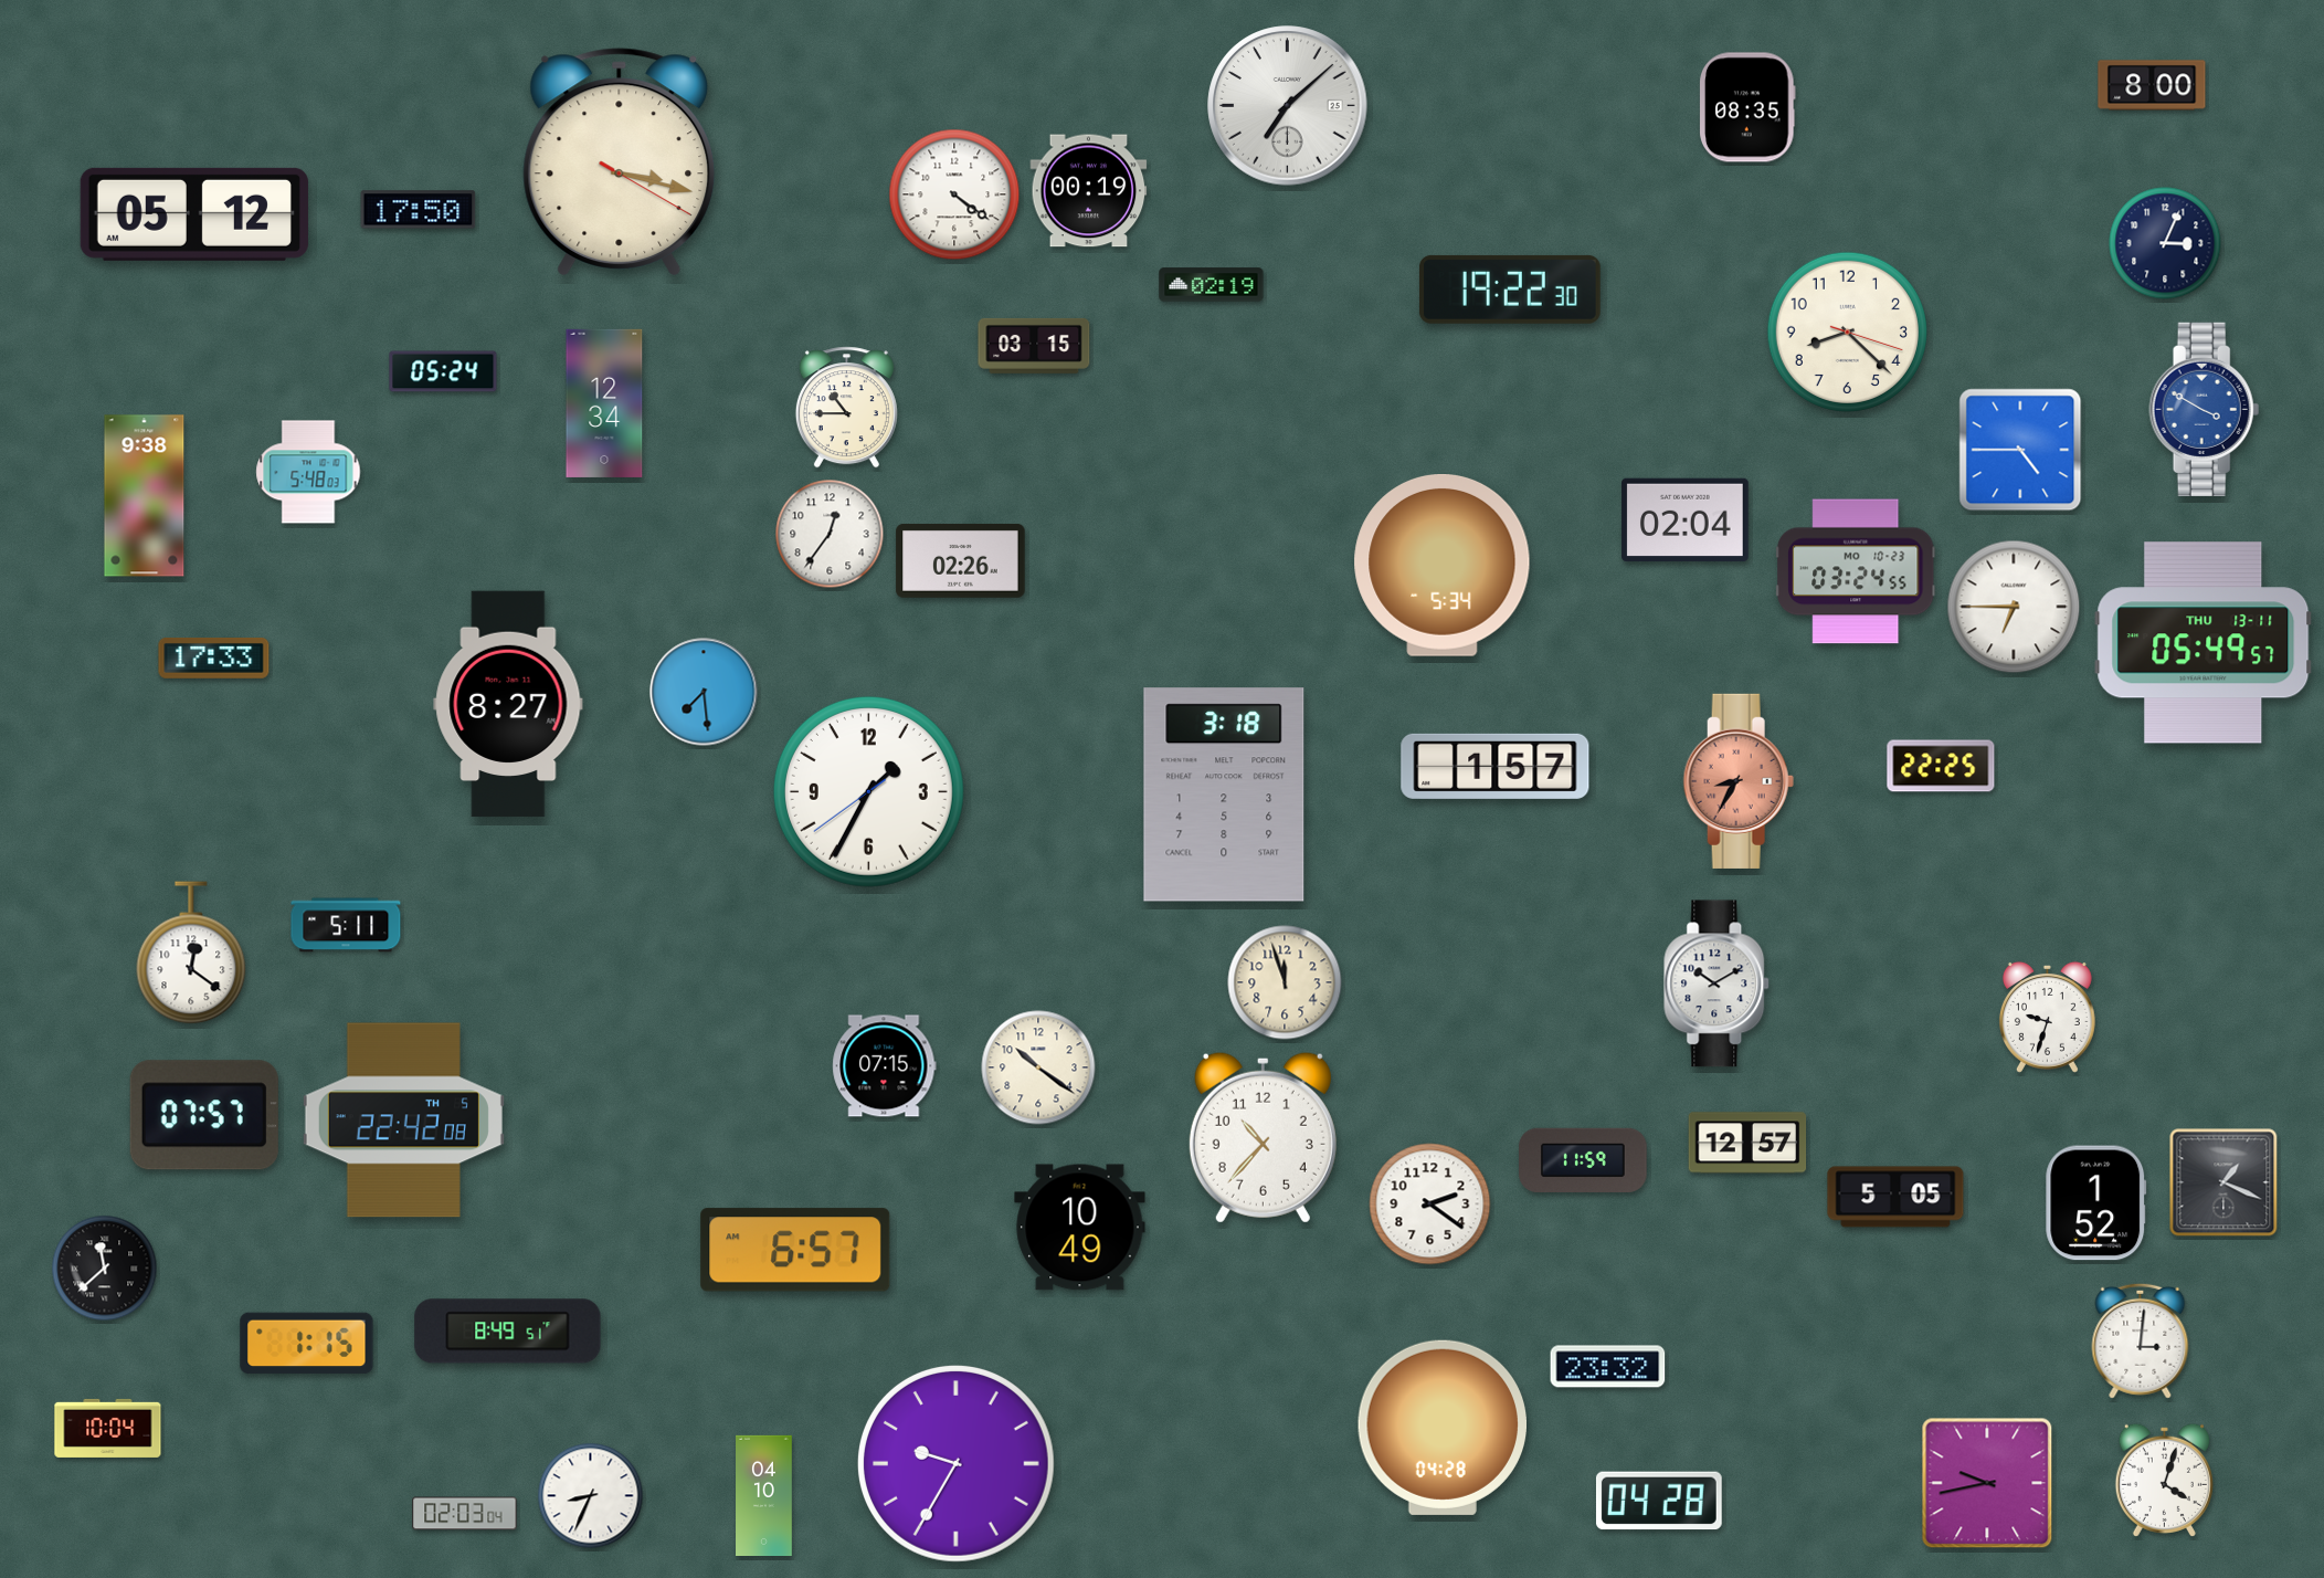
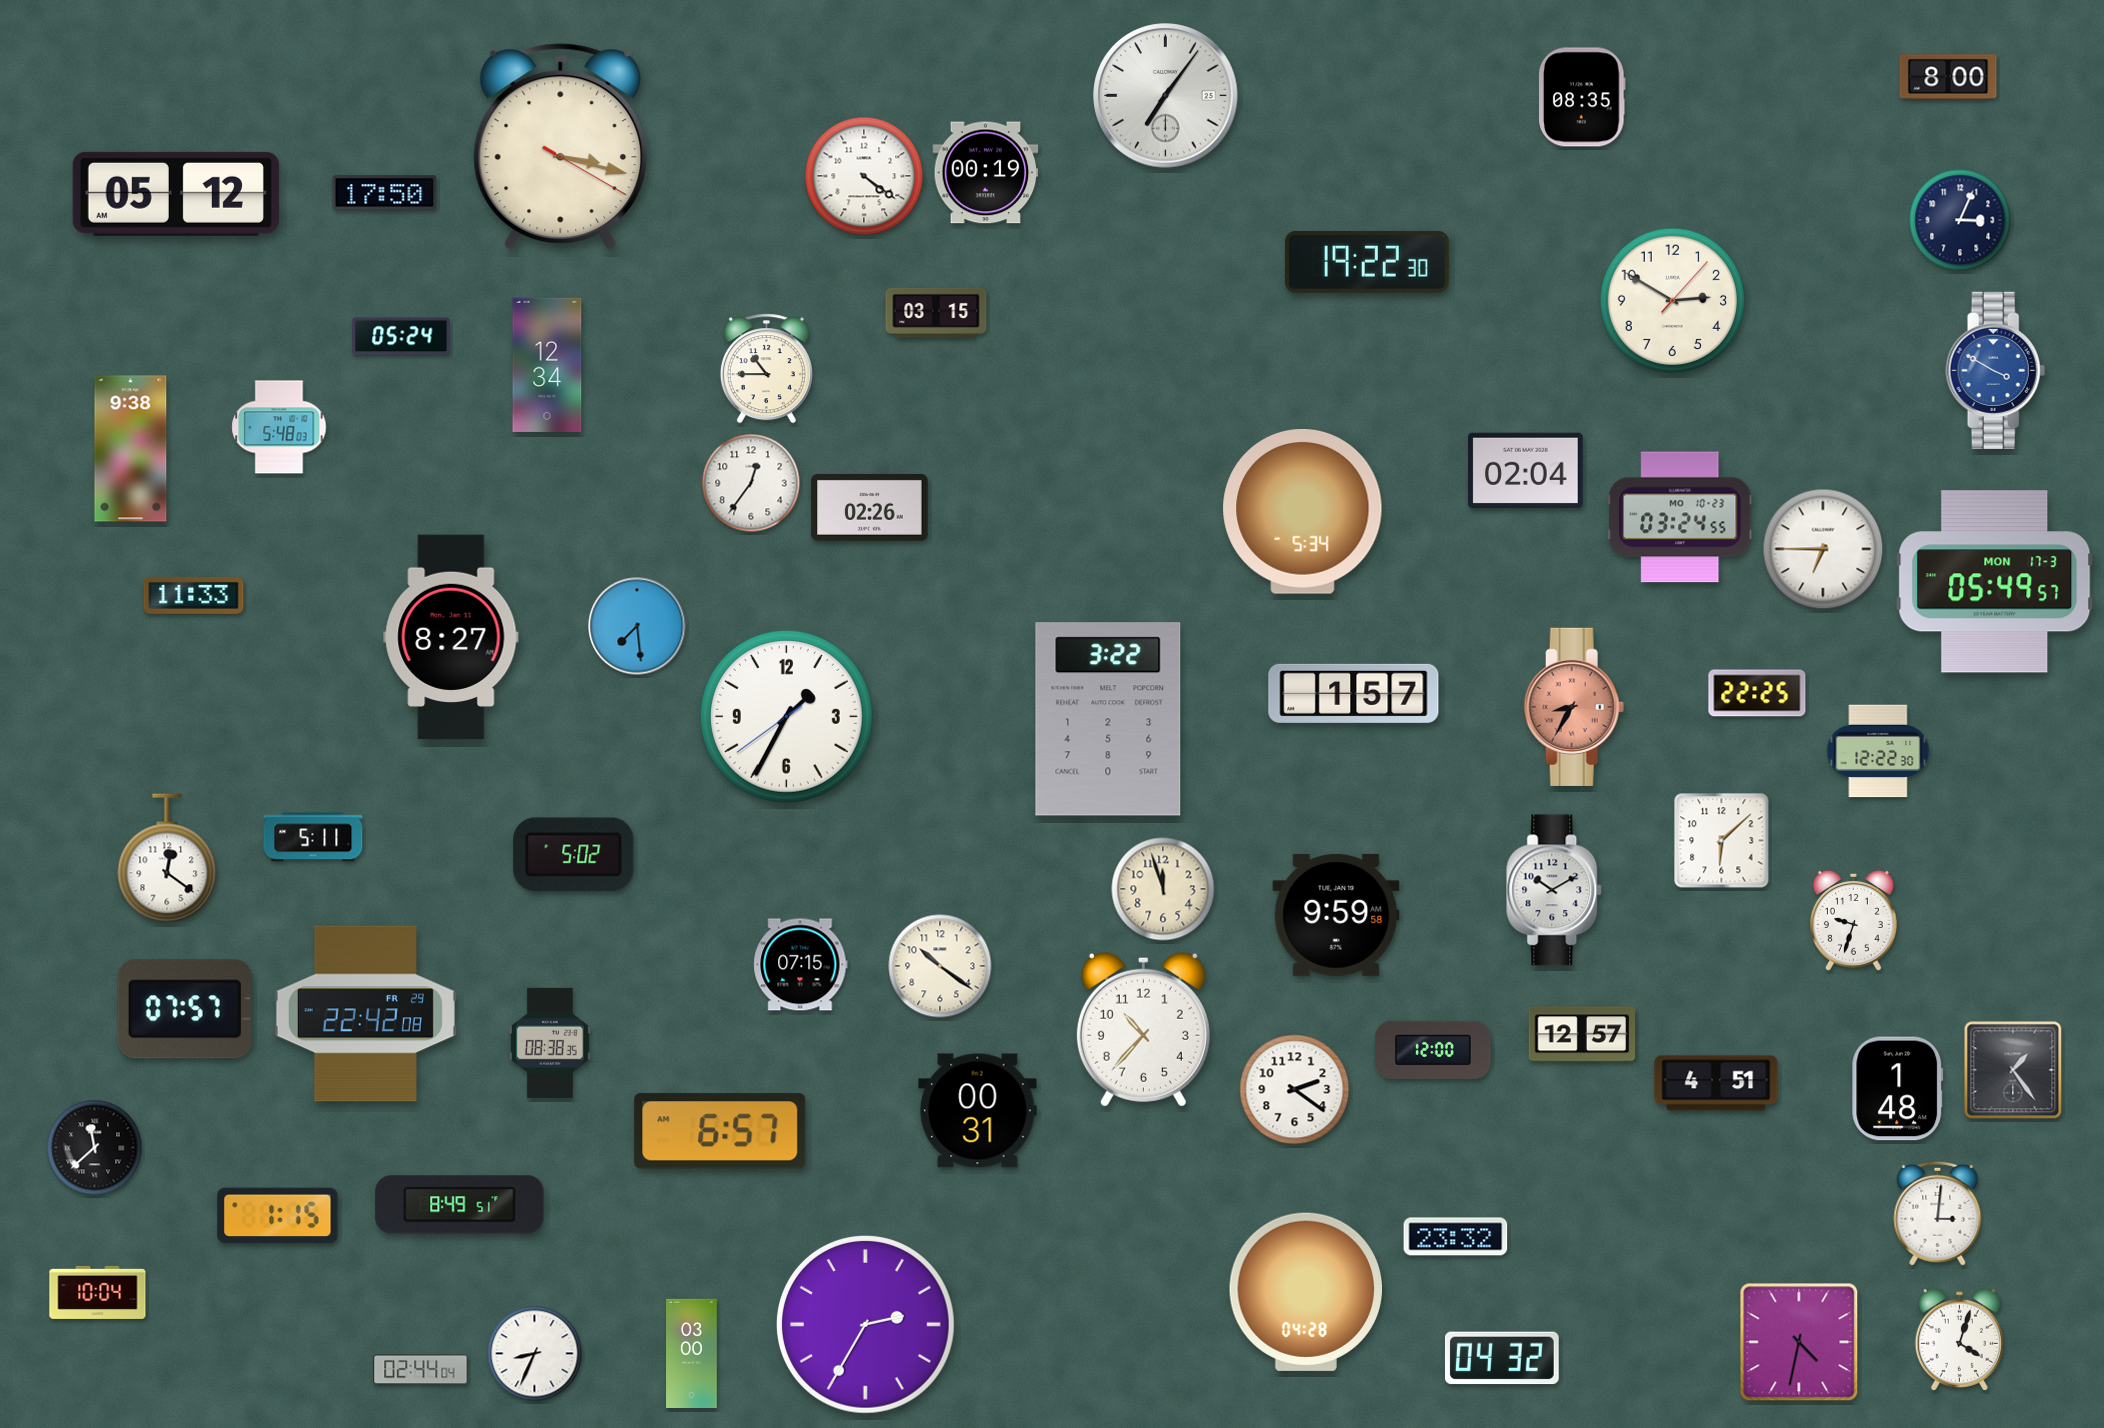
clock at (1288, 106): 7:08 -> 7:06
clock at (419, 210) position: (419, 210) -> (385, 193)
clock at (1212, 285): 02:19 -> none
clock at (1847, 332): 8:22 -> 2:50
clock at (2020, 450): 4:45 -> none
clock at (1443, 566) position: (1443, 566) -> (1303, 512)
clock at (2204, 643) date: THU 13-11 -> MON 17-3
clock at (214, 659): 17:33 -> 11:33
clock at (508, 704) position: (508, 704) -> (451, 637)
clock at (1224, 795): 3:18 -> 3:22
clock at (1878, 751): none -> 12:22
clock at (1722, 841): none -> 6:08
clock at (574, 855): none -> 5:02
clock at (191, 953) position: (191, 953) -> (167, 858)
clock at (1336, 915): none -> 9:59
clock at (403, 1121) date: TH 5 -> FR 29
clock at (550, 1043): none -> 08:38
clock at (1583, 1160): 11:59 -> 12:00
clock at (2223, 1182): 1:19 -> 1:24
clock at (1895, 1197): 5:05 -> 4:51
clock at (2096, 1203): 1:52 -> 1:48
clock at (1080, 1228): 10:49 -> 00:31
clock at (957, 1464): 9:35 -> 2:35
clock at (1987, 1483): 9:43 -> 4:32
clock at (764, 1495): 04:10 -> 03:00
clock at (1659, 1501): 04:28 -> 04:32
clock at (465, 1514): 02:03 -> 02:44
